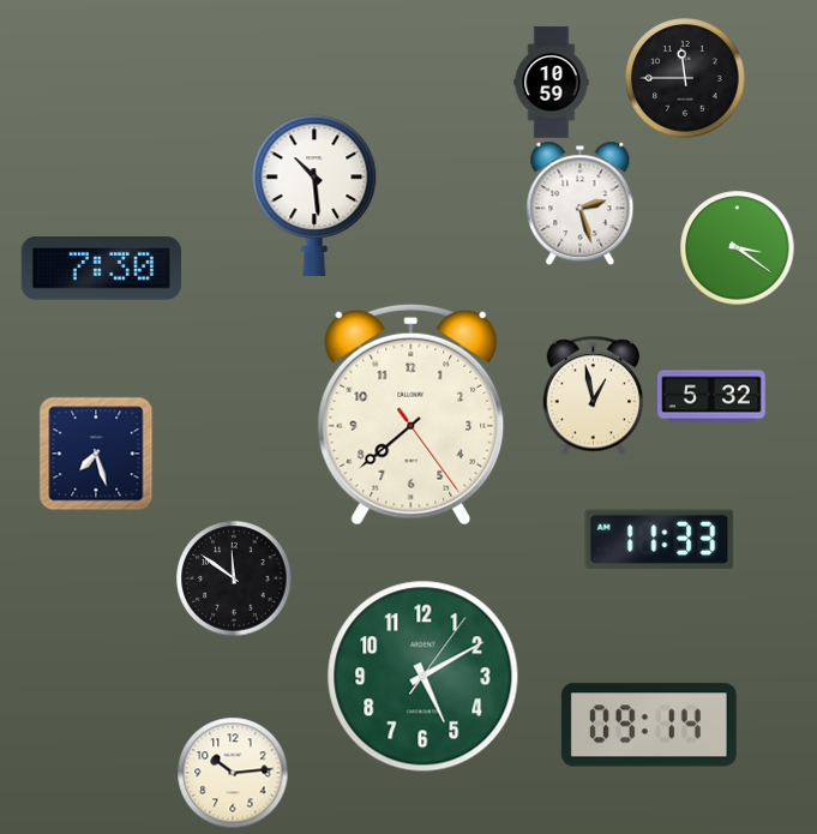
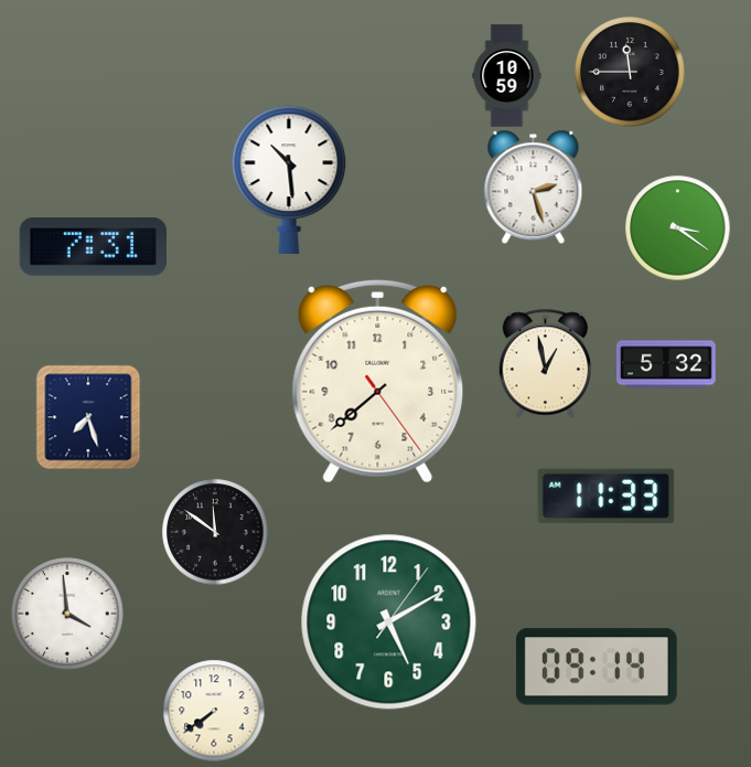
clock at (101, 269): 7:30 -> 7:31
clock at (713, 396) position: (713, 396) -> (667, 364)
clock at (67, 614): none -> 3:59
clock at (233, 773): 10:14 -> 7:39
